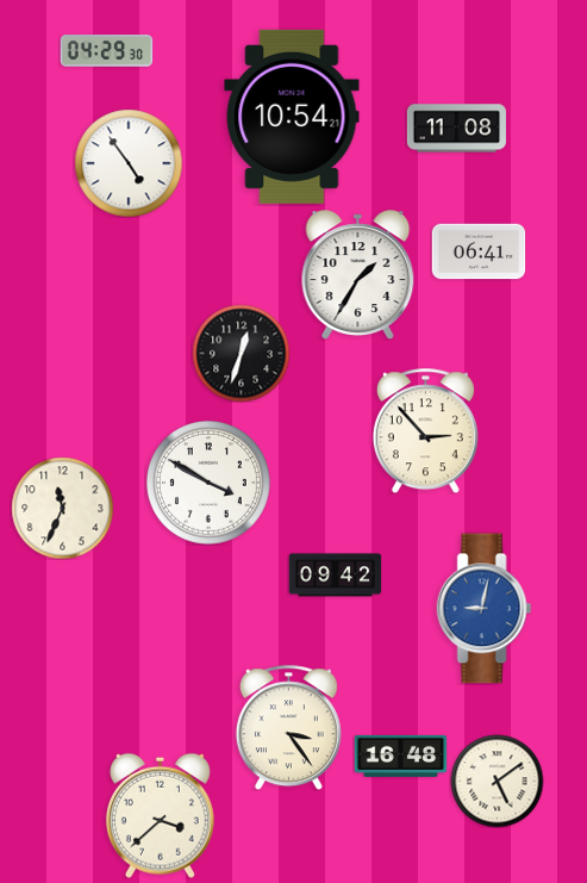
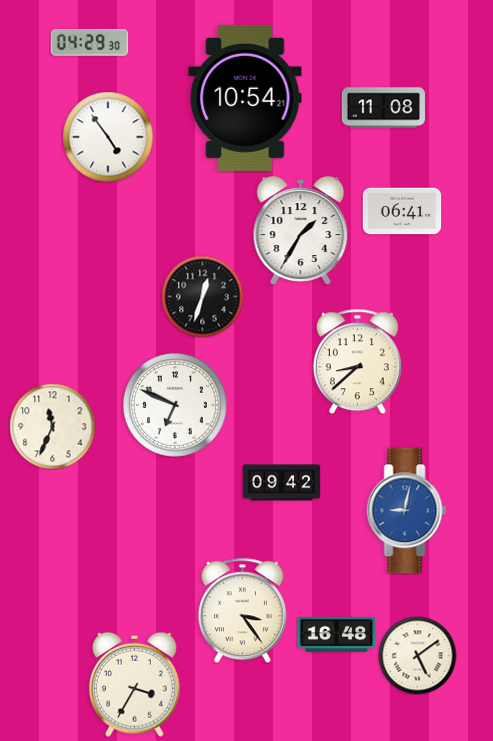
clock at (425, 430): 2:53 -> 8:38
clock at (208, 483): 3:50 -> 6:49
clock at (160, 815): 3:38 -> 3:35
